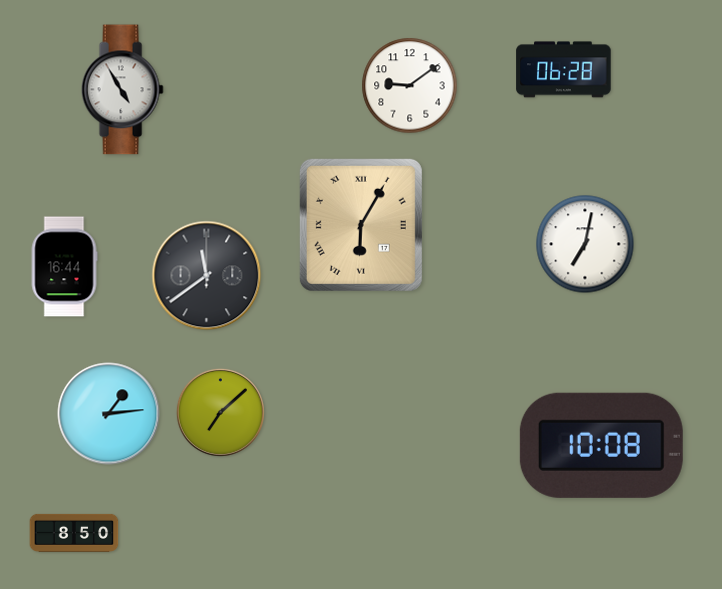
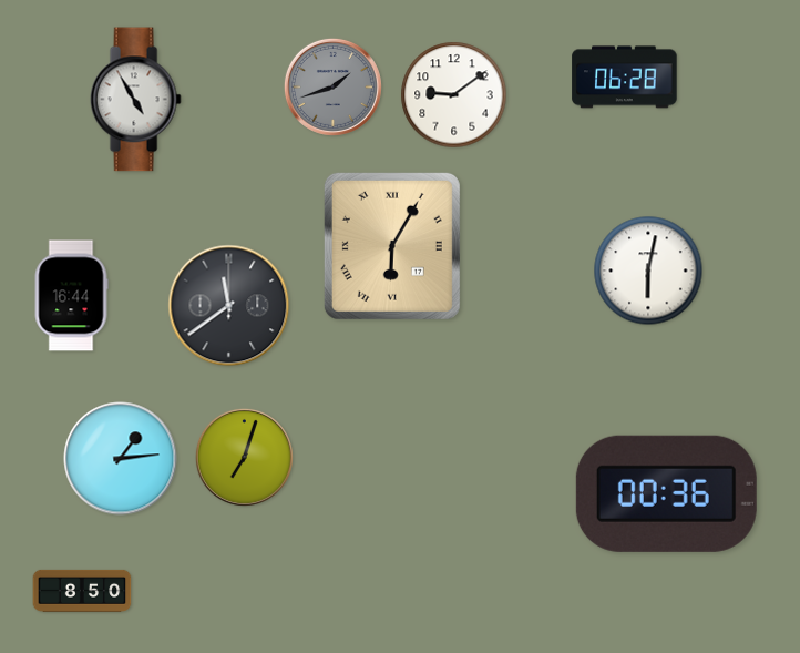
clock at (332, 86): none -> 1:42
clock at (361, 225) position: (361, 225) -> (392, 246)
clock at (585, 244): 7:02 -> 6:02
clock at (220, 412): 7:08 -> 7:03
clock at (601, 445): 10:08 -> 00:36
